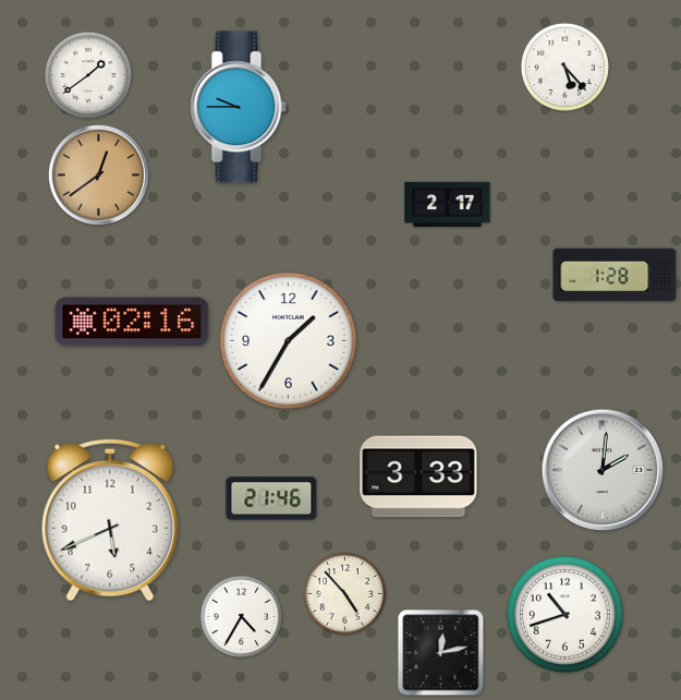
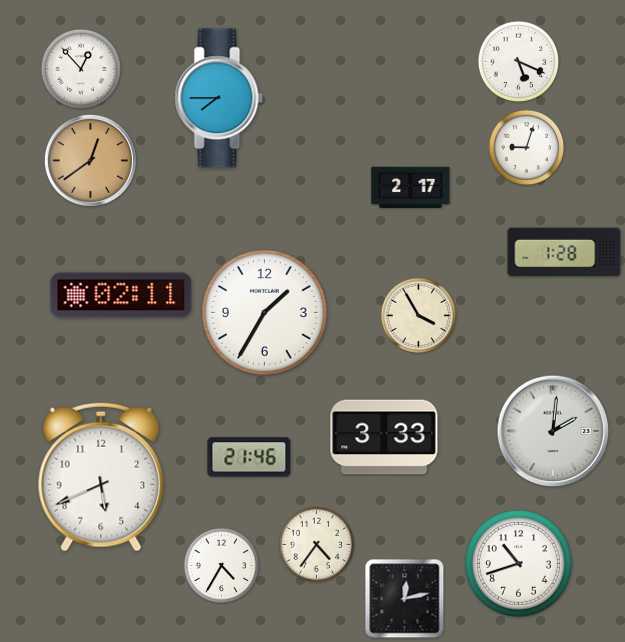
clock at (564, 67): 5:23 -> 5:19
clock at (87, 74): 1:39 -> 12:53
clock at (239, 107): 9:45 -> 7:45
clock at (527, 148): none -> 9:03
clock at (132, 322): 02:16 -> 02:11
clock at (419, 316): none -> 3:55
clock at (345, 594): 4:53 -> 4:36
